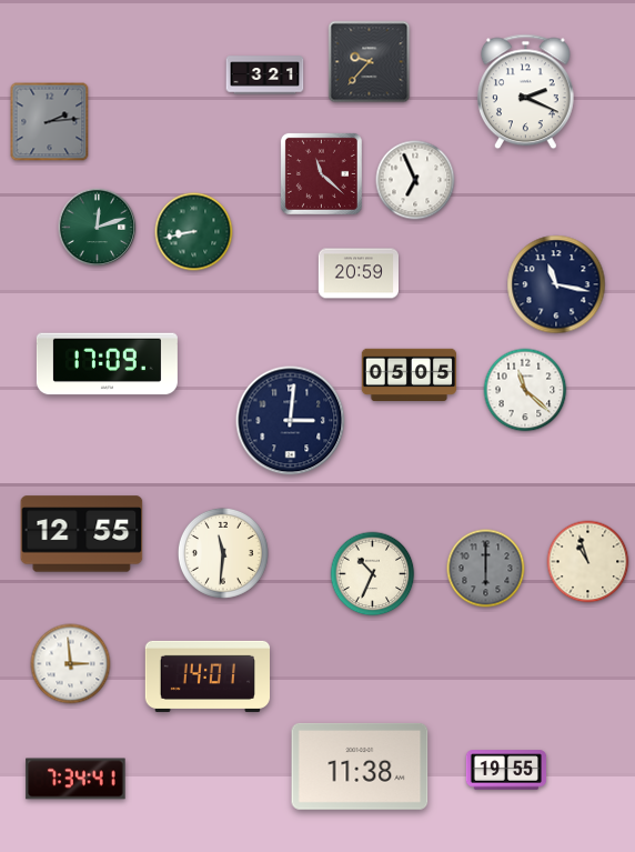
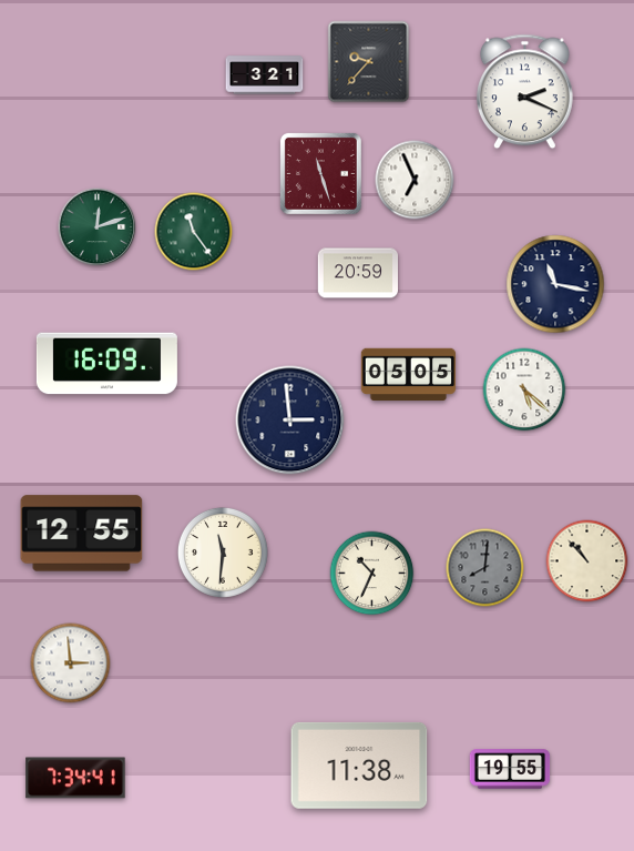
clock at (50, 122): 2:14 -> none
clock at (321, 173): 11:22 -> 11:27
clock at (194, 232): 8:43 -> 11:24
clock at (107, 364): 17:09 -> 16:09
clock at (525, 390): 11:22 -> 5:22
clock at (291, 421): 3:01 -> 2:59
clock at (588, 562): 10:57 -> 10:53
clock at (486, 569): 6:00 -> 8:01
clock at (206, 676): 14:01 -> none
clock at (506, 770) position: (506, 770) -> (510, 769)
